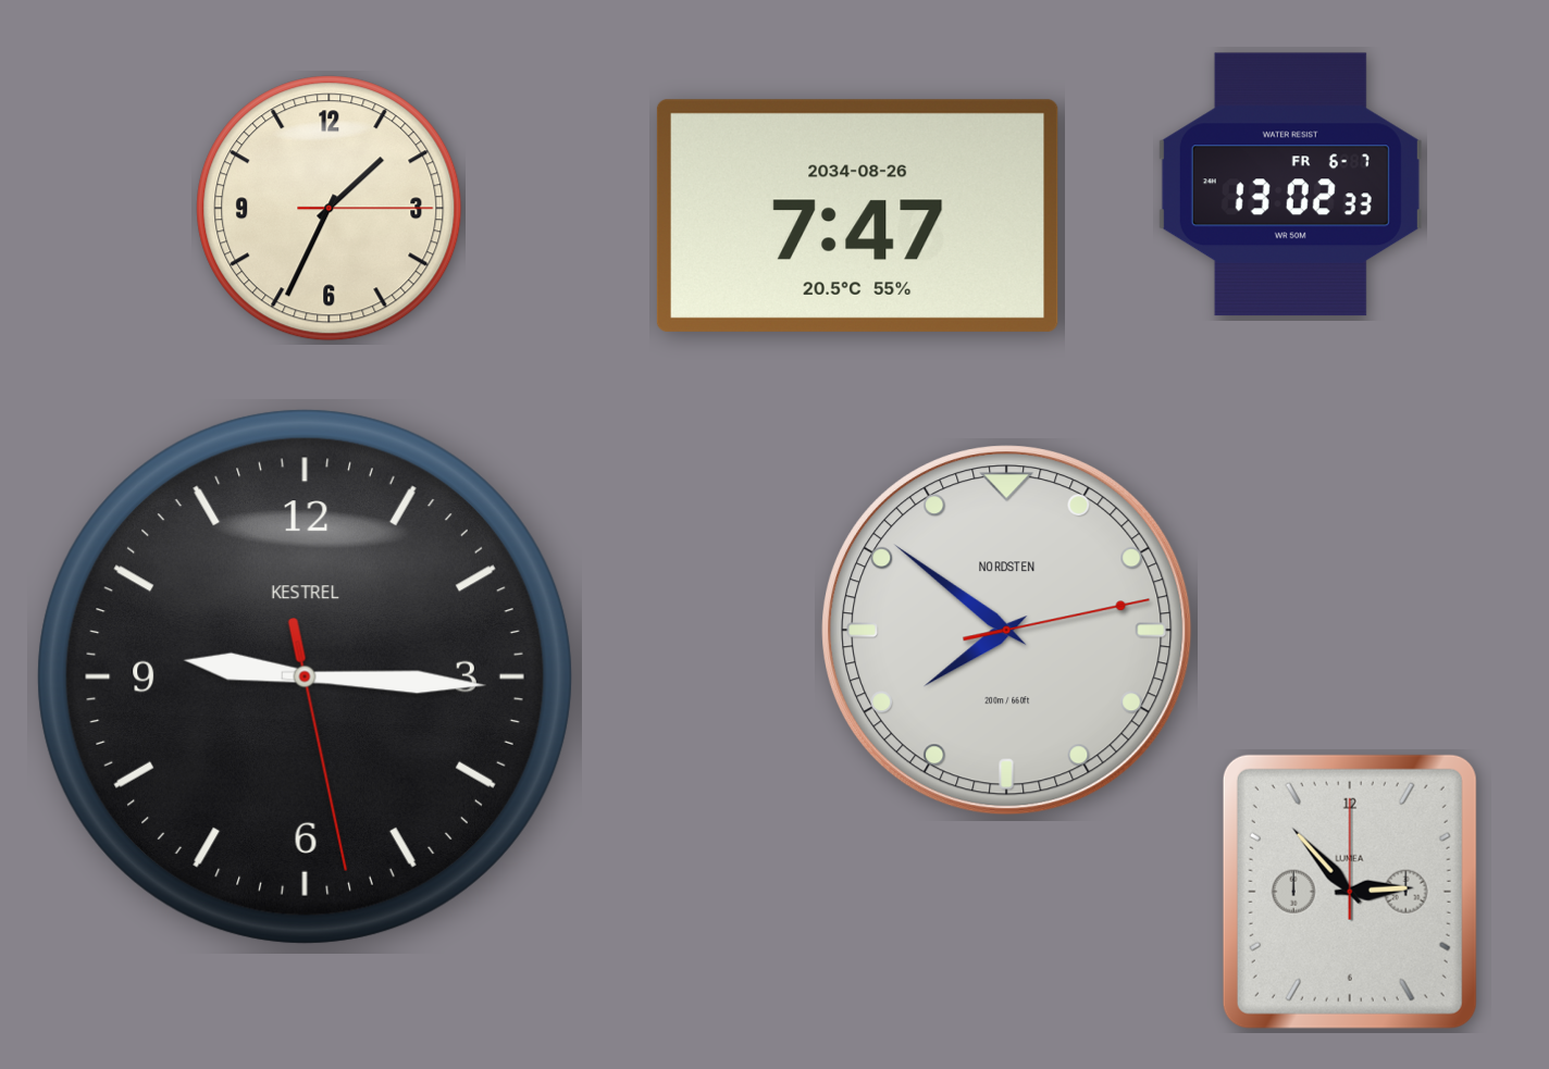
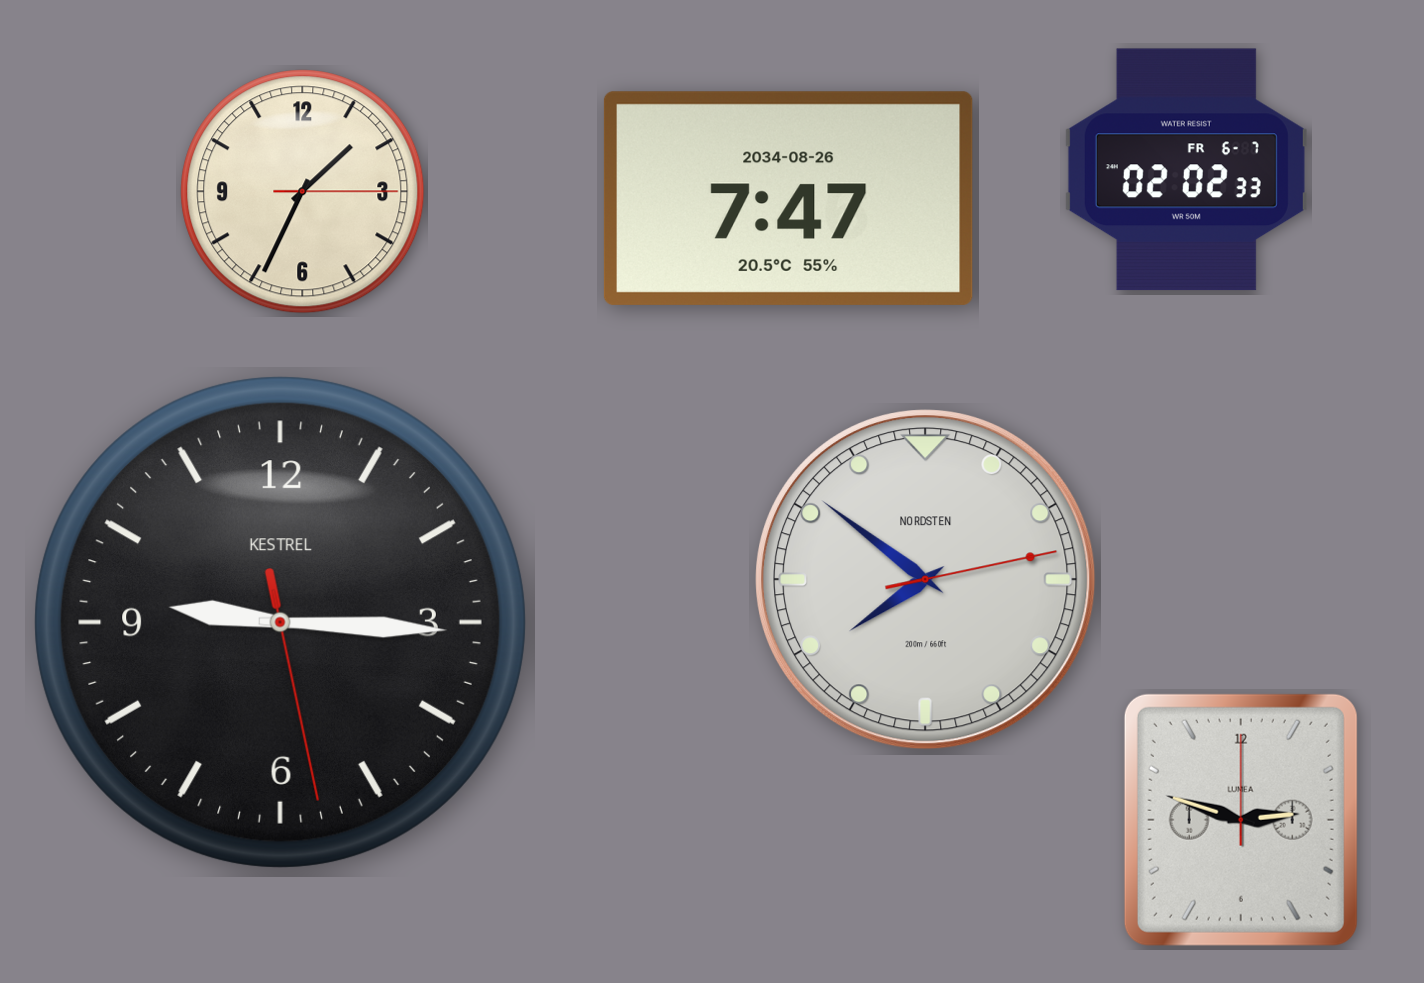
clock at (1290, 185): 13:02 -> 02:02
clock at (1350, 892): 2:53 -> 2:48
